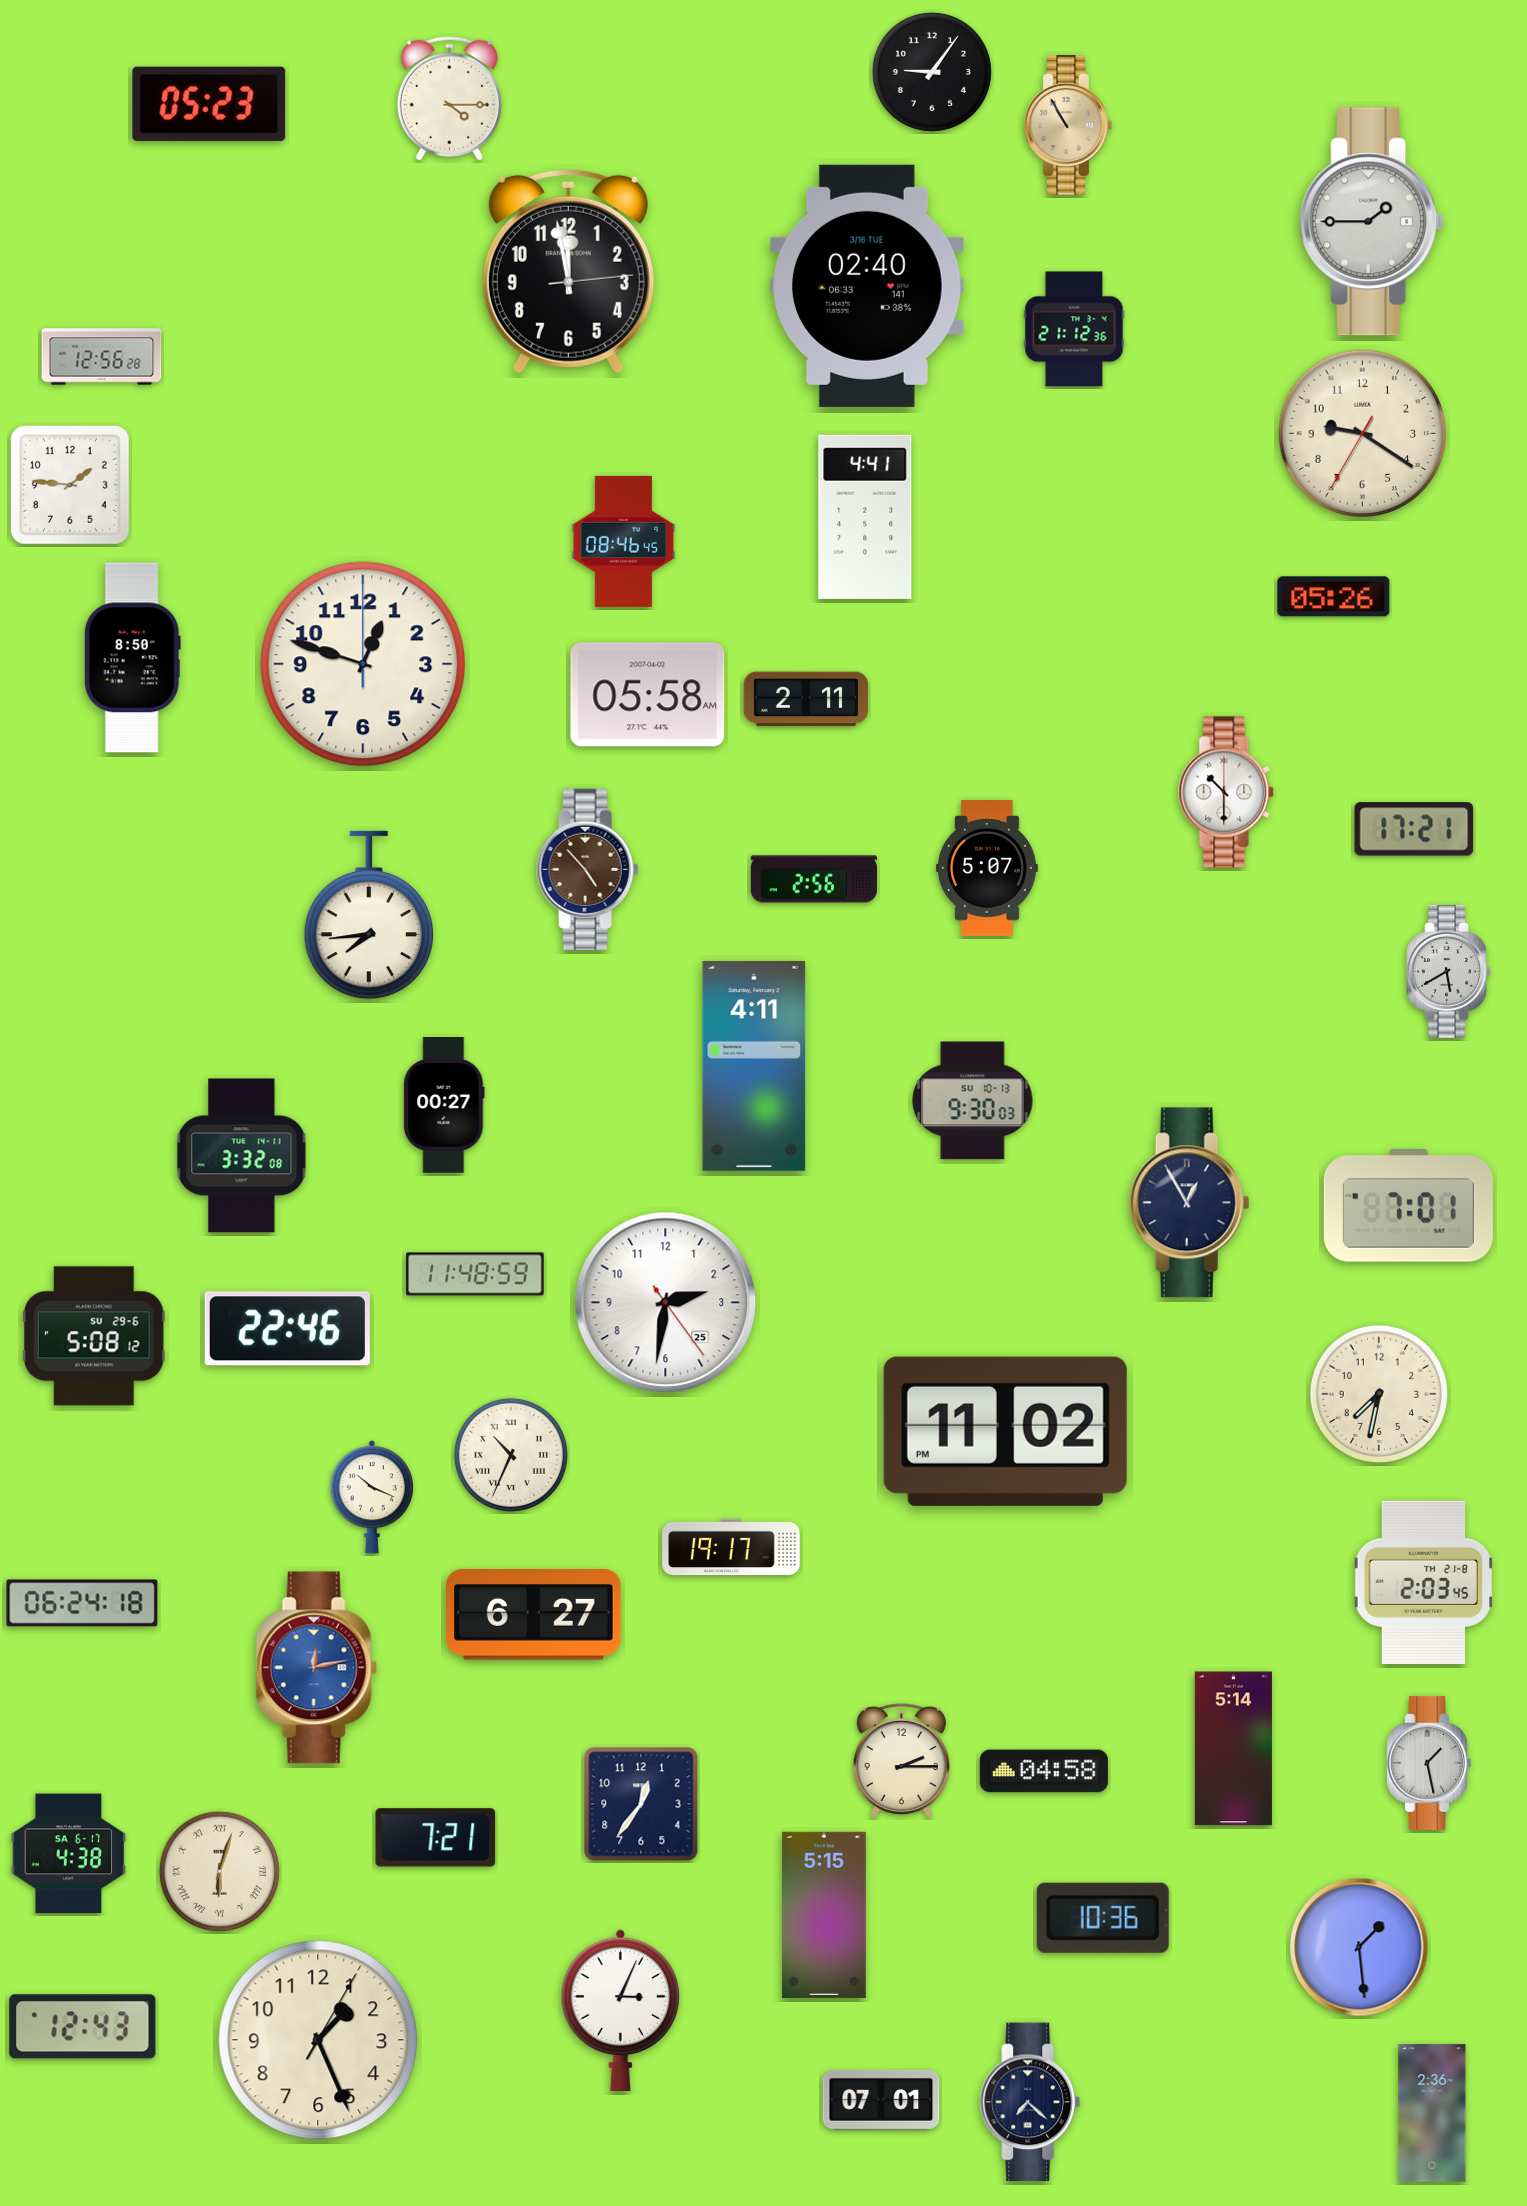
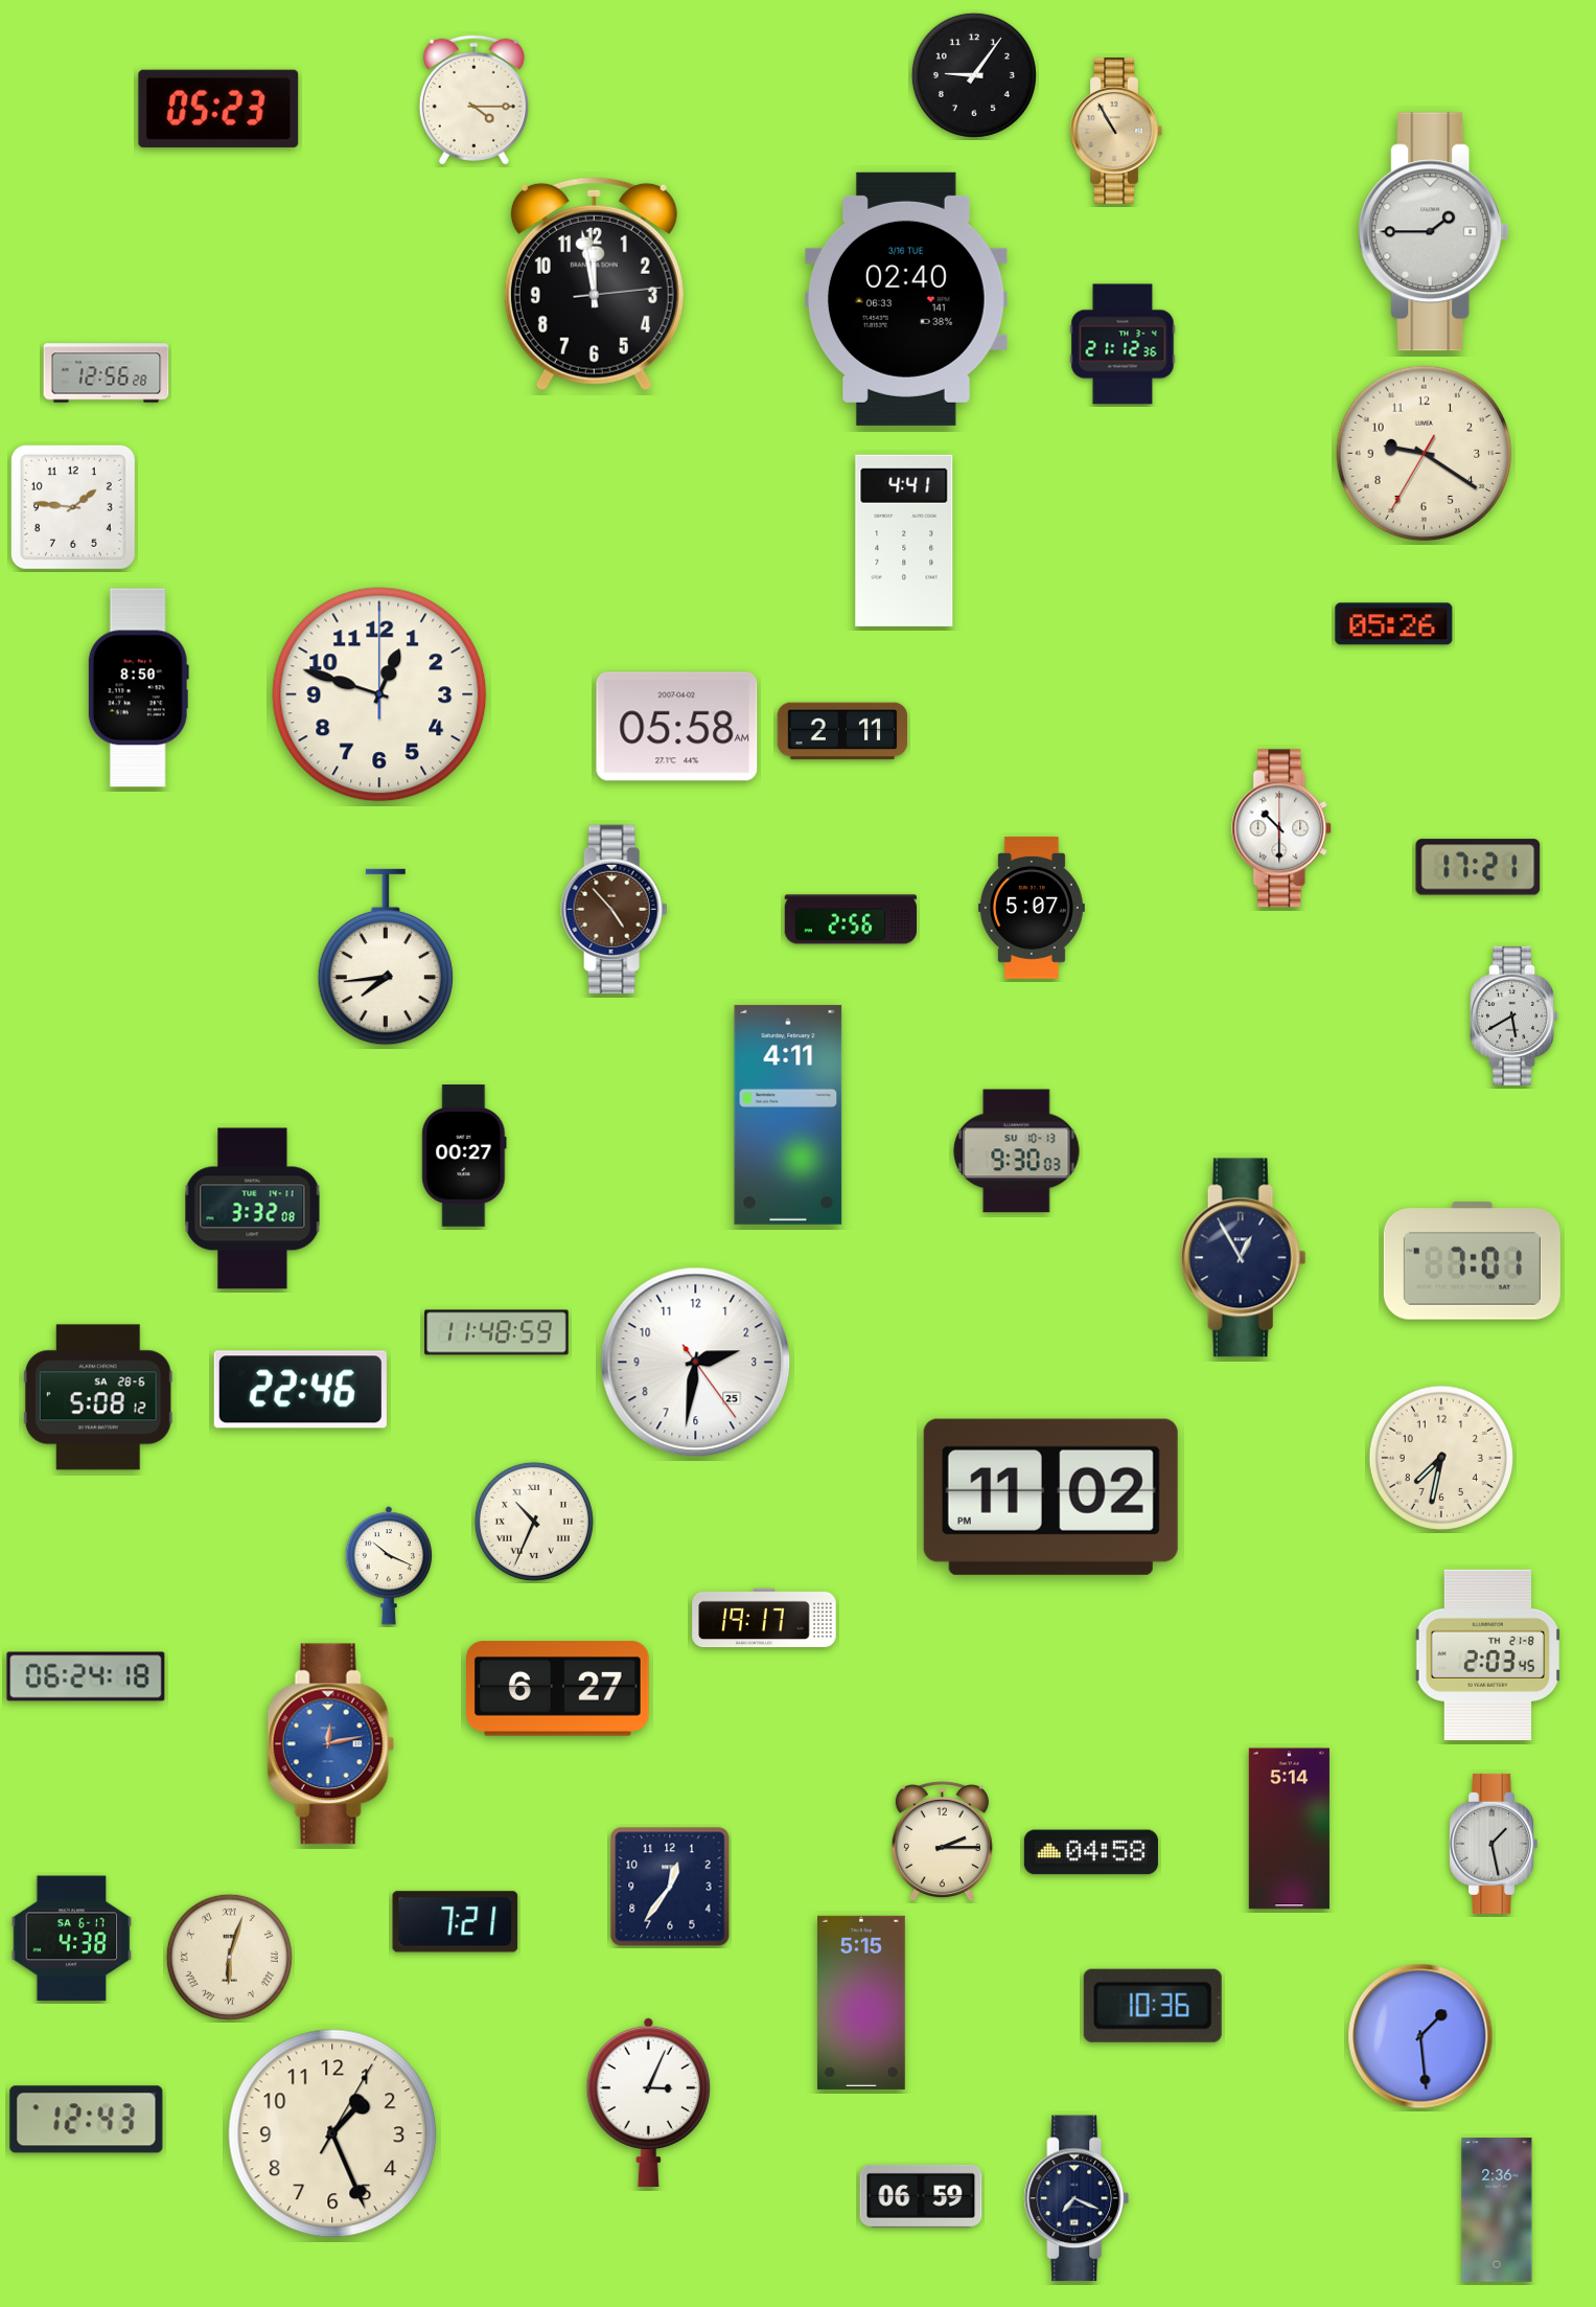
clock at (449, 98) position: (449, 98) -> (473, 99)
clock at (624, 541): 08:46 -> none
clock at (94, 1336) date: SU 29-6 -> SA 28-6
clock at (881, 2100): 07:01 -> 06:59
clock at (1029, 2102): 7:22 -> 7:19
